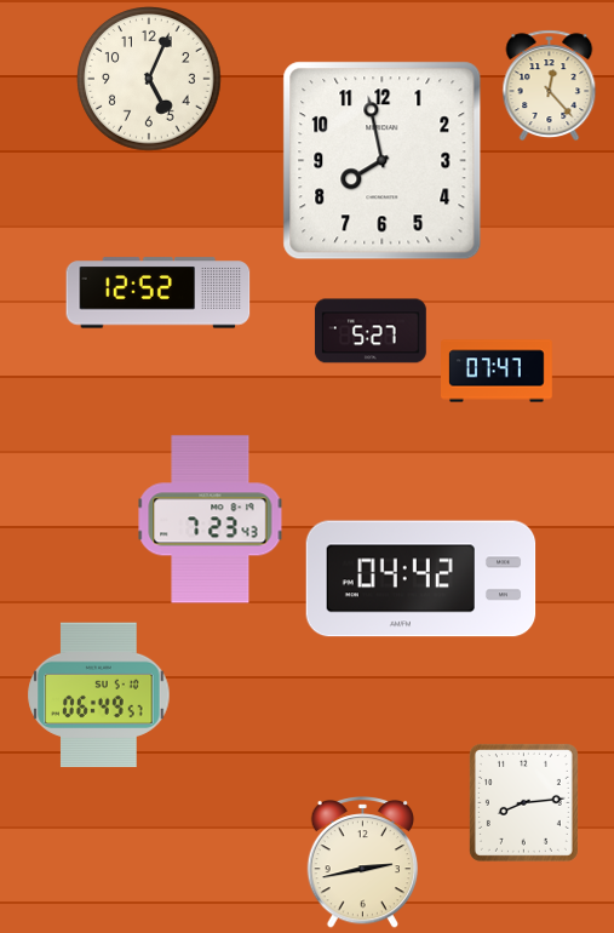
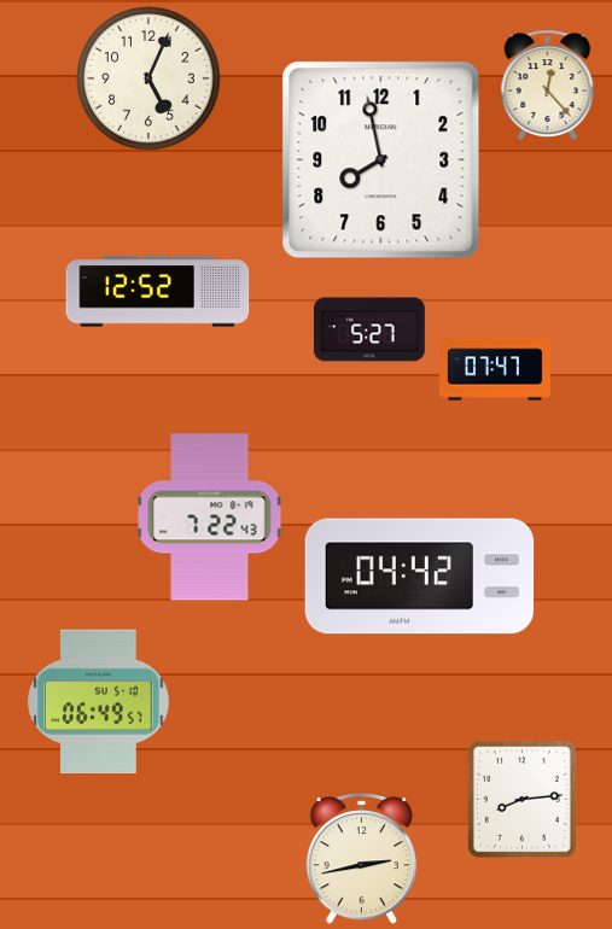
clock at (211, 520): 7:23 -> 7:22
clock at (99, 696) position: (99, 696) -> (99, 702)
